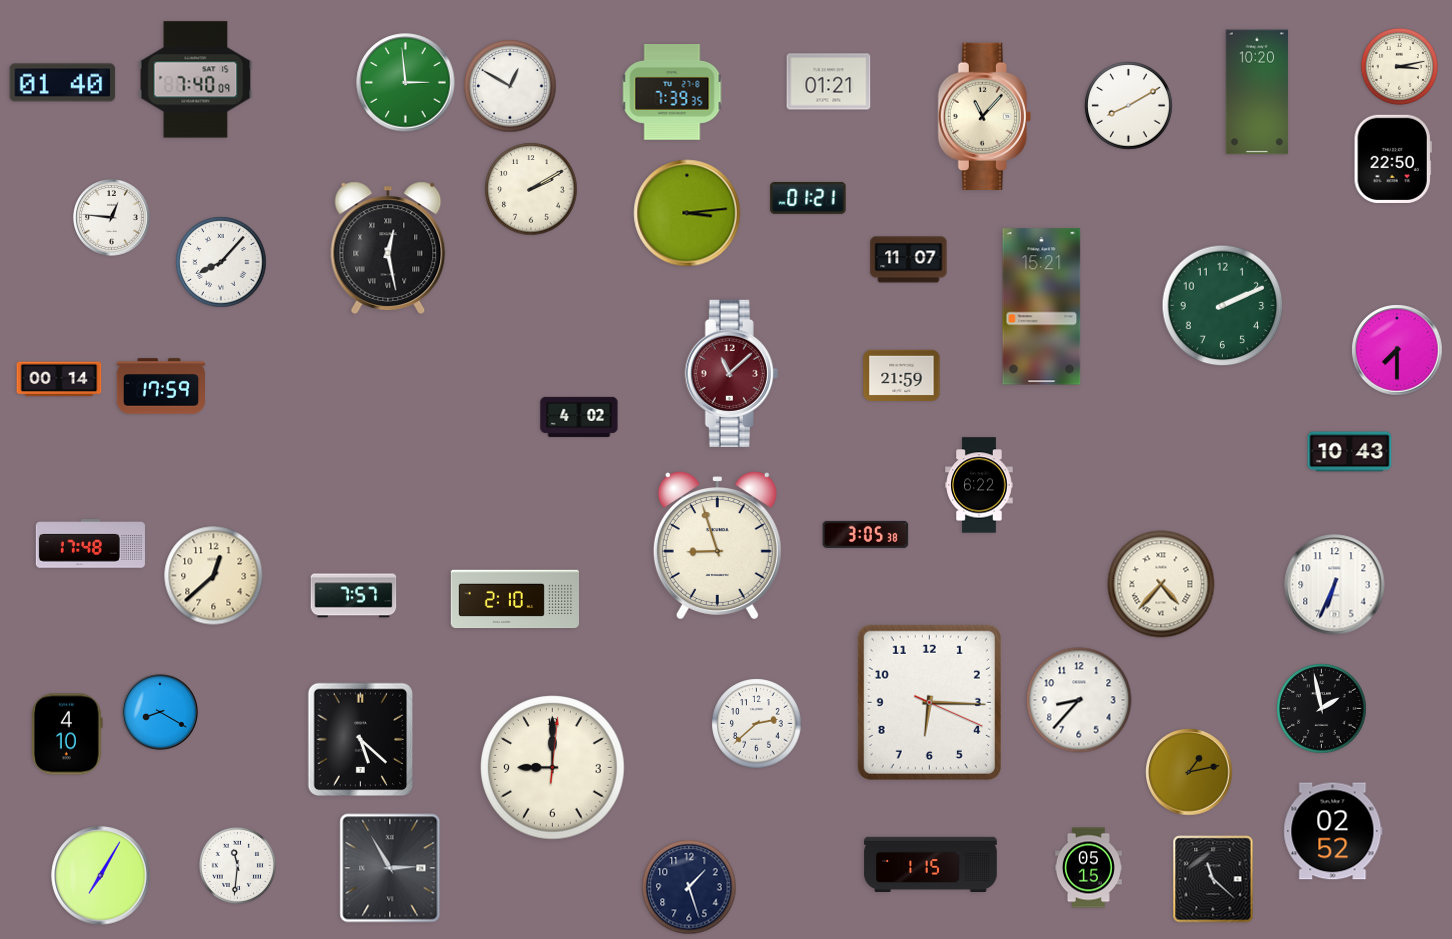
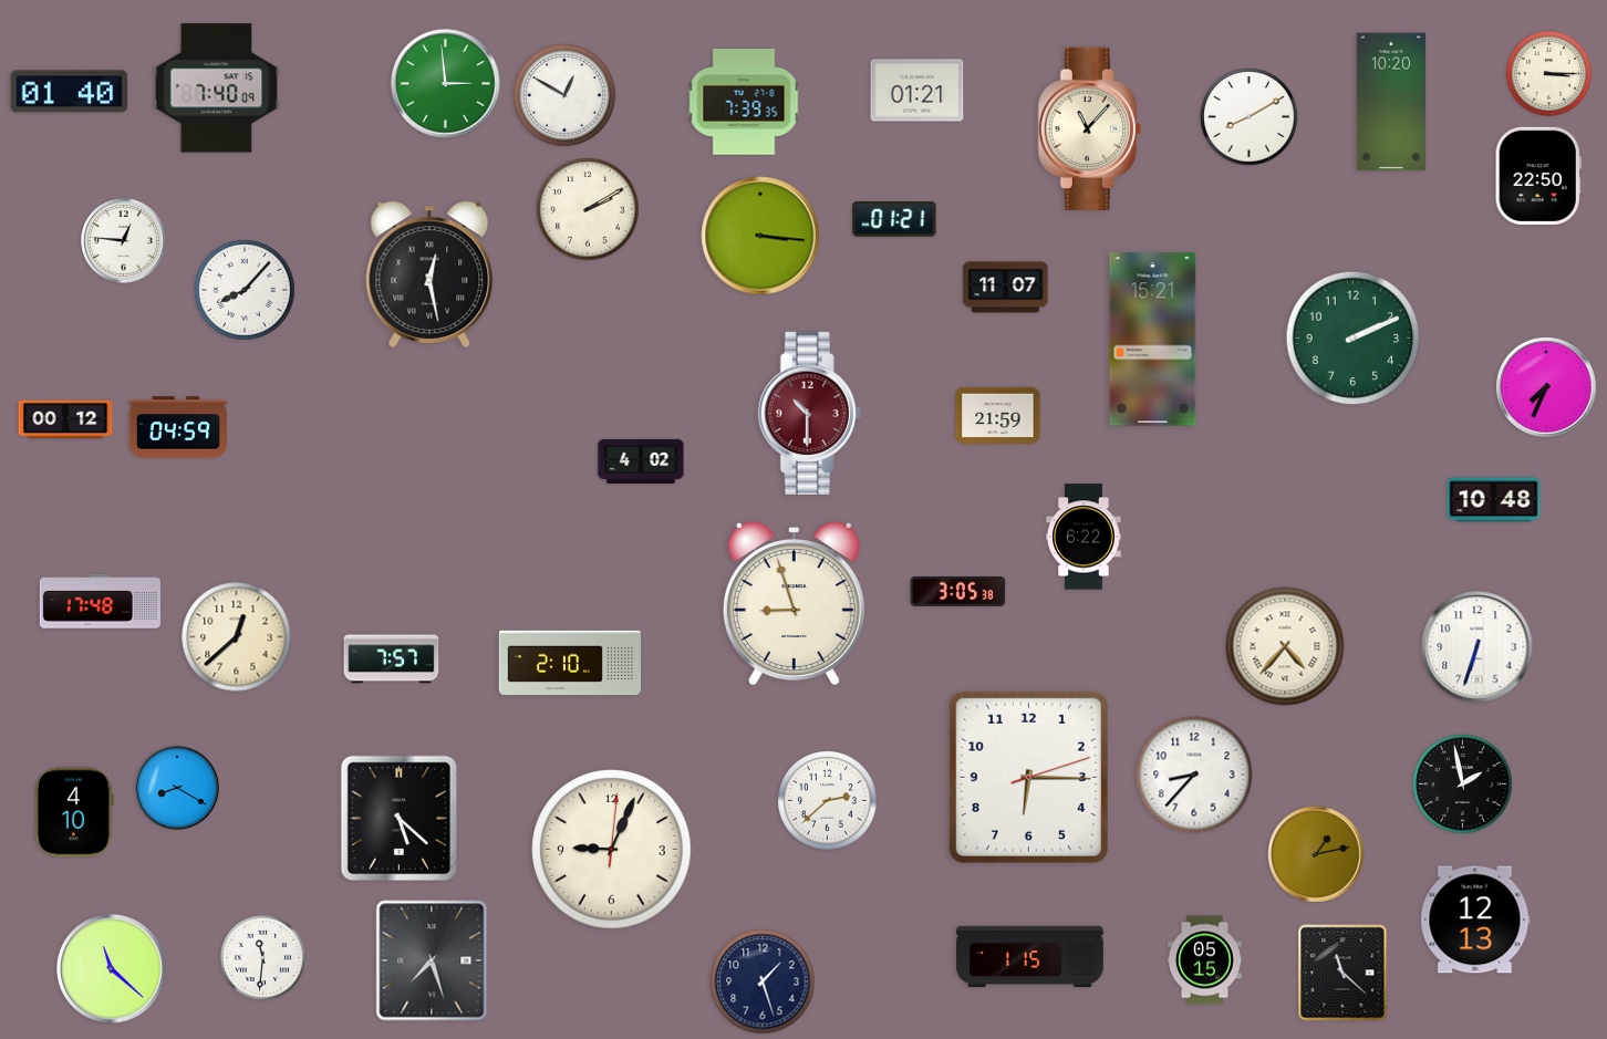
clock at (1399, 66): 3:13 -> 3:15
clock at (406, 83) position: (406, 83) -> (446, 84)
clock at (1393, 159) position: (1393, 159) -> (1538, 176)
clock at (687, 213): 3:14 -> 3:16
clock at (1397, 350): 7:30 -> 7:34
clock at (731, 373): 11:08 -> 10:30
clock at (59, 379): 00:14 -> 00:12
clock at (160, 386): 17:59 -> 04:59
clock at (1350, 452): 10:43 -> 10:48
clock at (1335, 585): 6:34 -> 6:33
clock at (929, 702): 6:15:19 -> 6:15:12
clock at (757, 724) position: (757, 724) -> (828, 801)
clock at (553, 768): 9:00 -> 9:04
clock at (1333, 831): 02:52 -> 12:13
clock at (390, 868): 2:55 -> 7:27
clock at (101, 876): 7:05 -> 11:22
